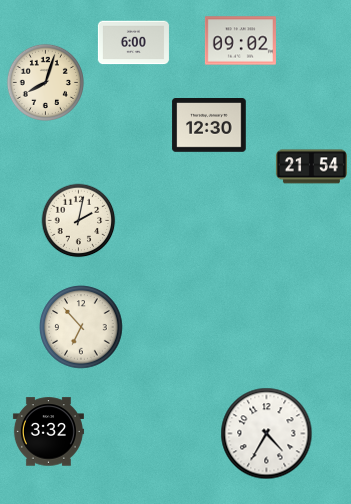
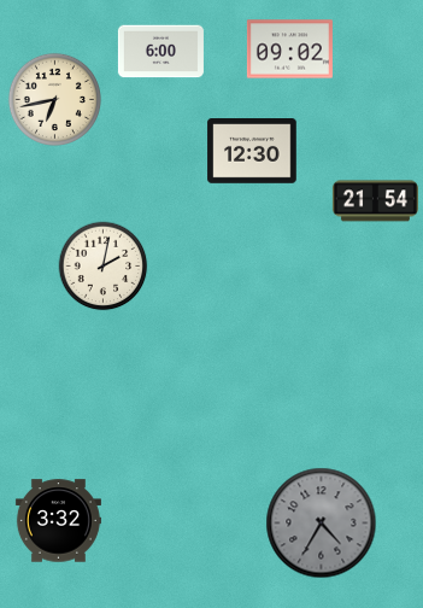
clock at (45, 82): 8:03 -> 6:43
clock at (79, 221) position: (79, 221) -> (104, 267)
clock at (81, 327): 6:53 -> none
clock at (267, 434) dial: white -> grey
